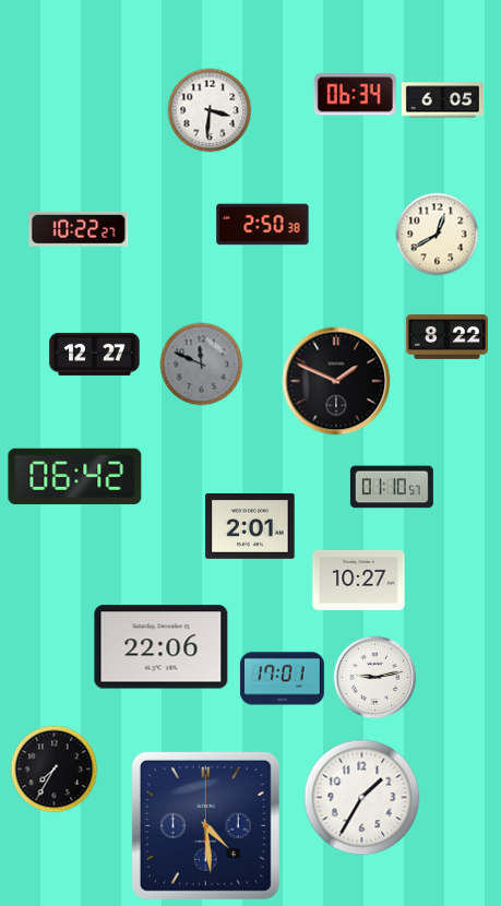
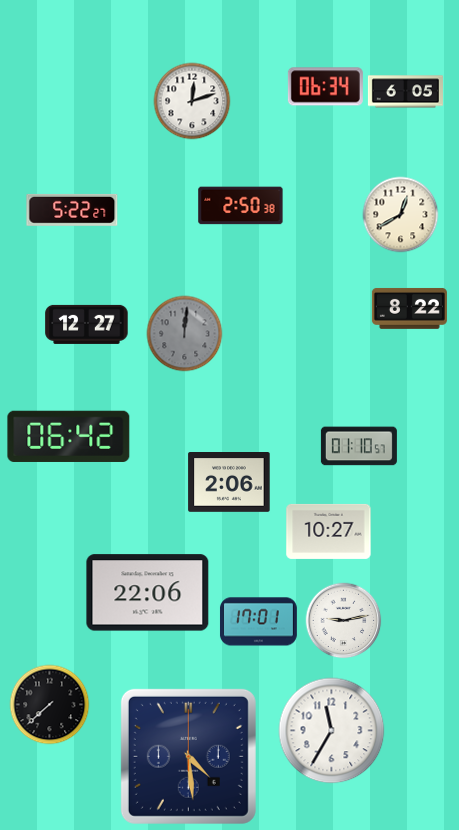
clock at (210, 110): 3:31 -> 12:12
clock at (79, 229): 10:22 -> 5:22
clock at (202, 365): 11:49 -> 12:01
clock at (336, 381): 1:49 -> none
clock at (250, 527): 2:01 -> 2:06
clock at (55, 770): 7:35 -> 7:38
clock at (362, 798): 1:35 -> 11:35
